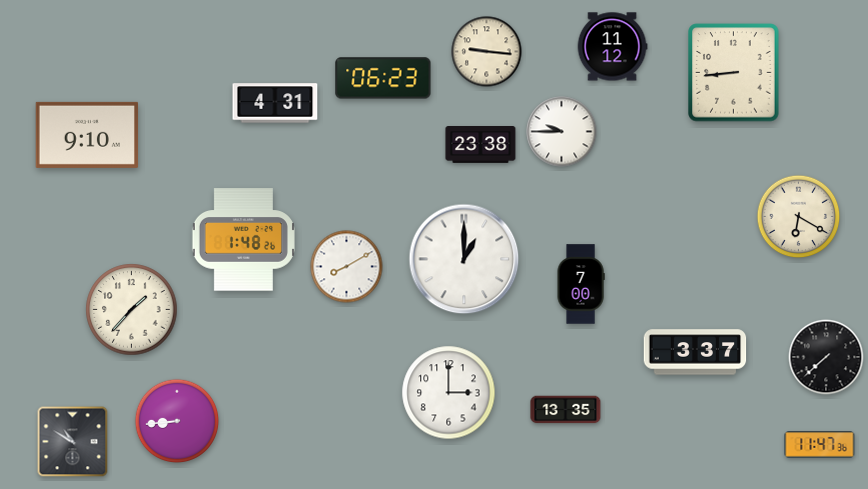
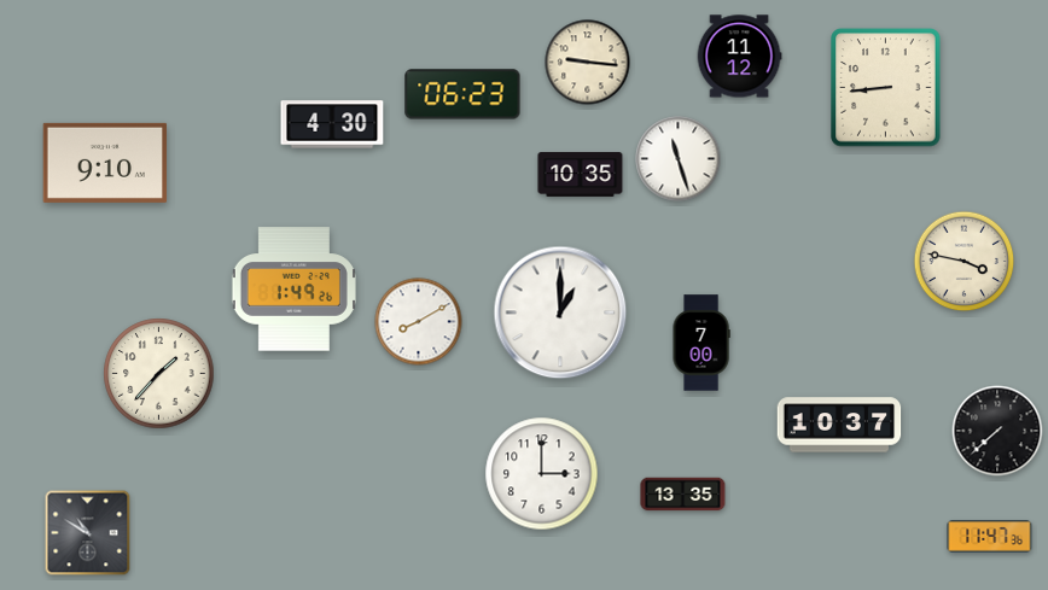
clock at (275, 103): 4:31 -> 4:30
clock at (562, 132): 9:45 -> 11:27
clock at (481, 145): 23:38 -> 10:35
clock at (799, 217): 6:20 -> 3:47
clock at (243, 240): 1:48 -> 1:49
clock at (695, 352): 3:37 -> 10:37
clock at (177, 421): 8:44 -> none
